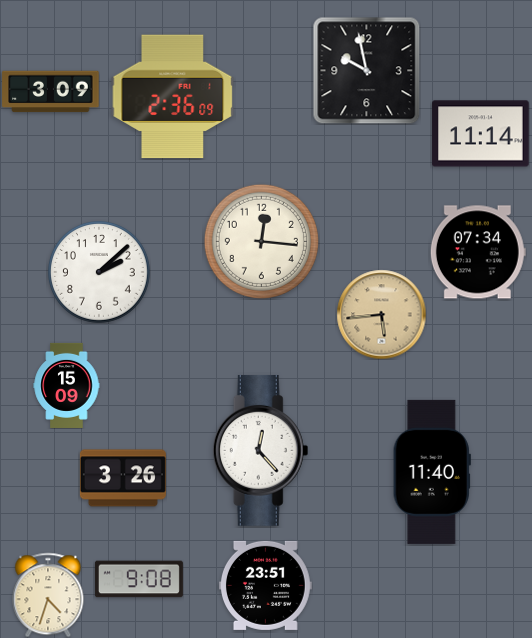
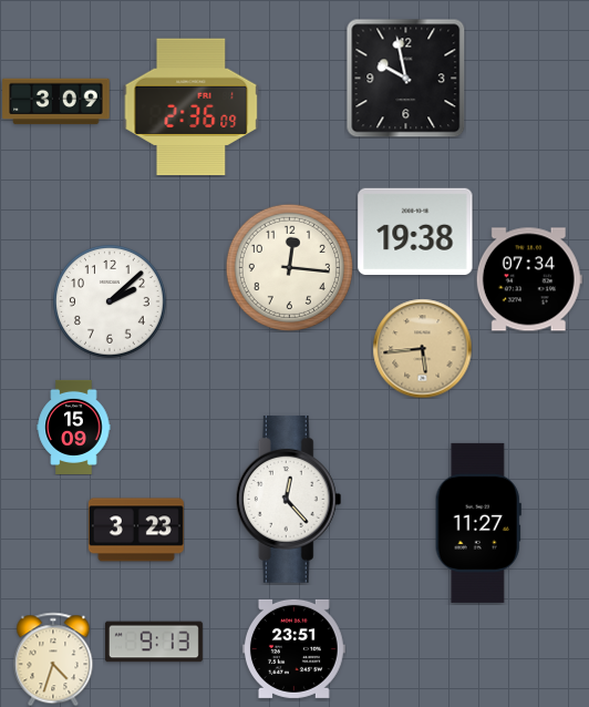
clock at (481, 134): 11:14 -> none
clock at (415, 230): none -> 19:38
clock at (432, 472): 11:40 -> 11:27
clock at (123, 478): 3:26 -> 3:23
clock at (139, 579): 9:08 -> 9:13
